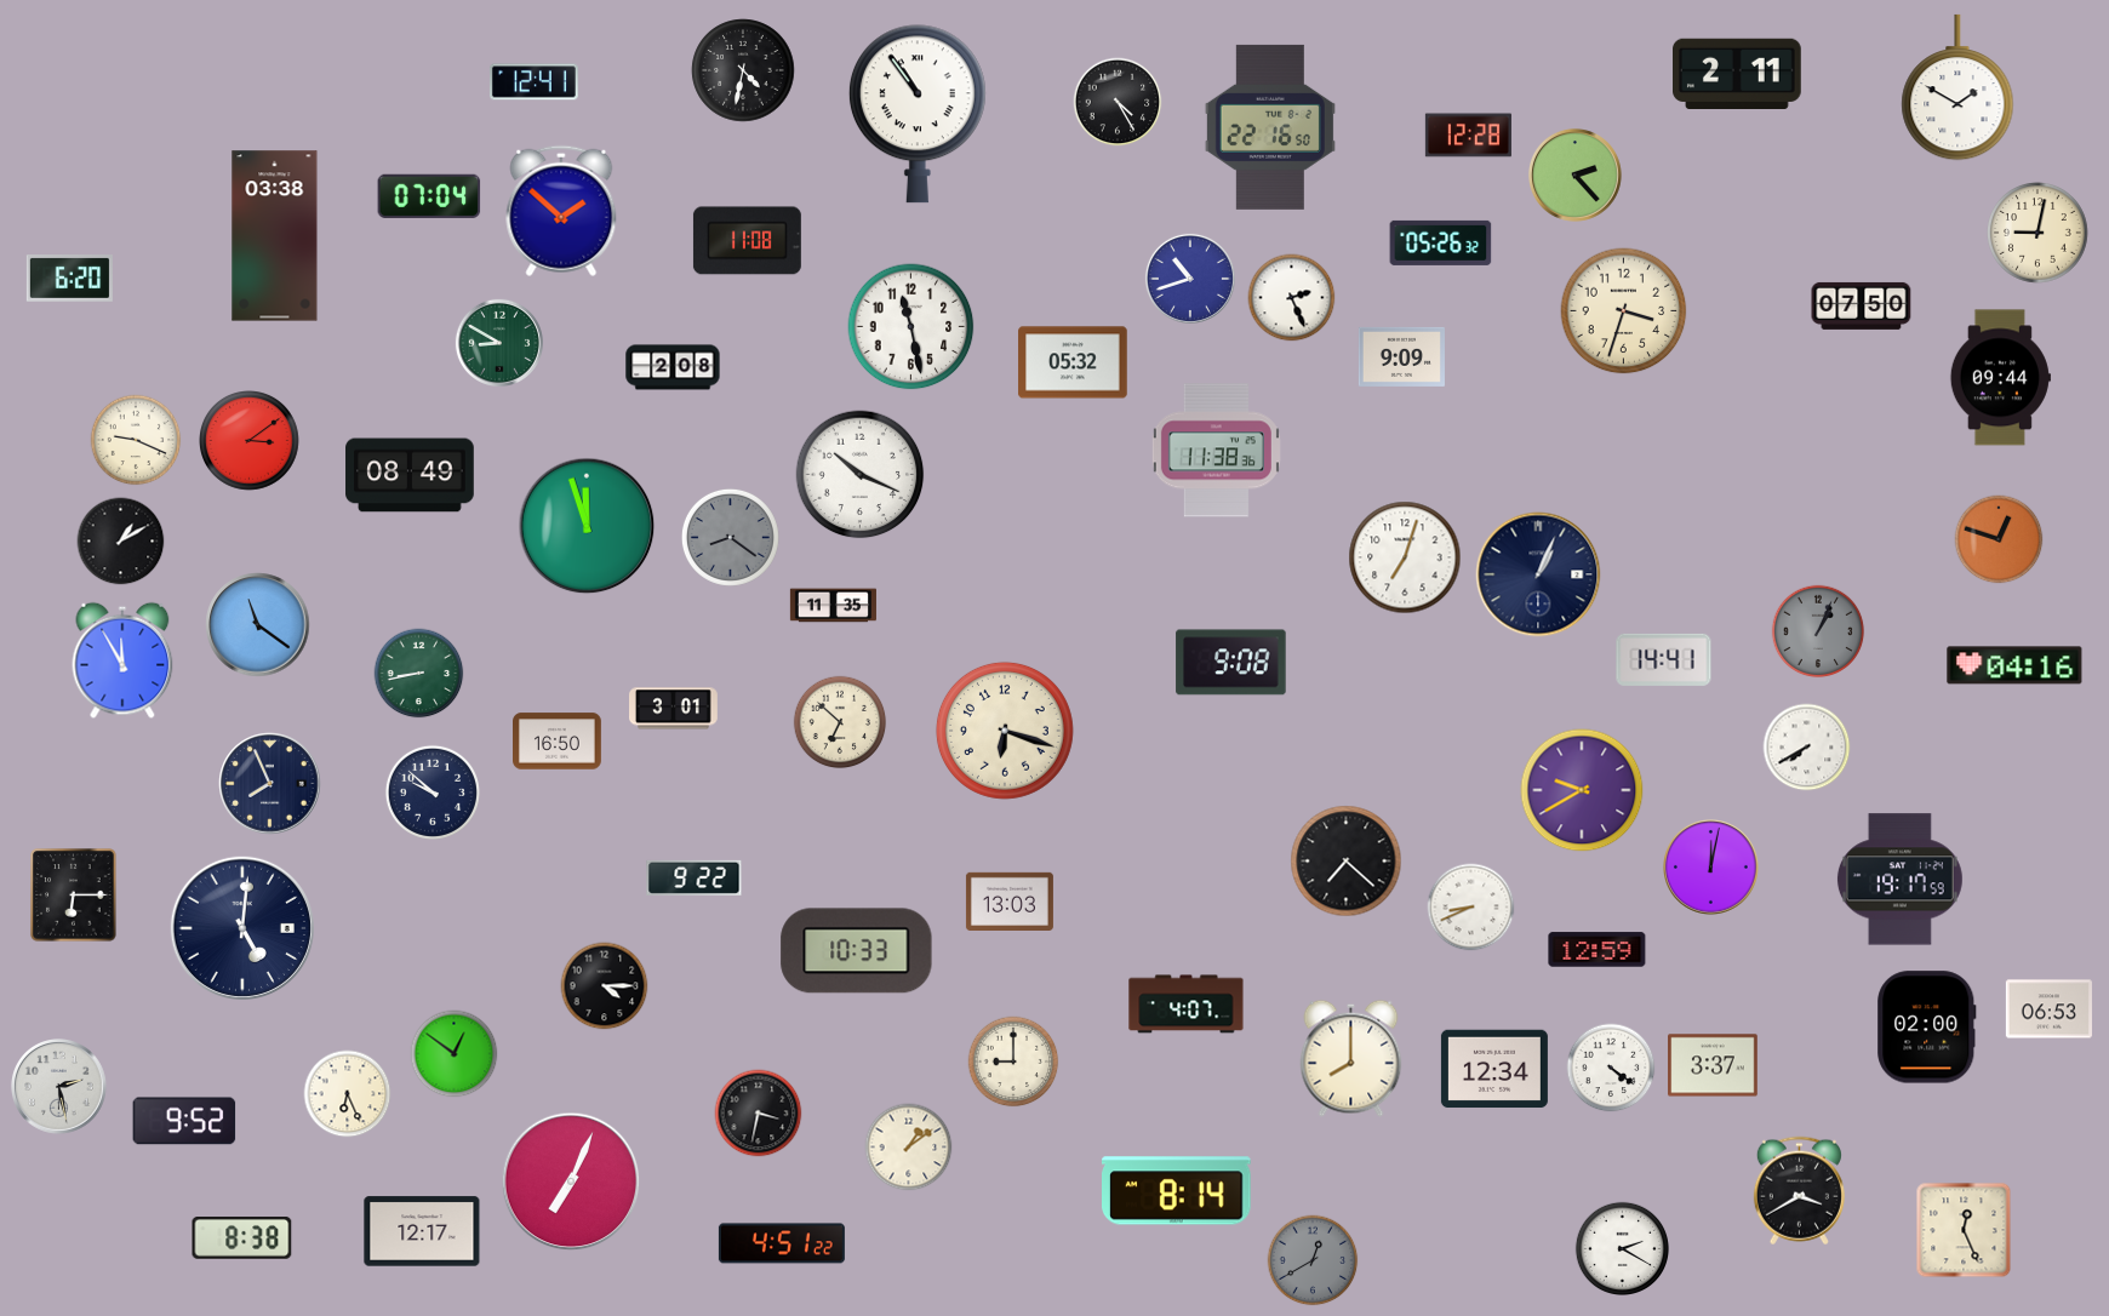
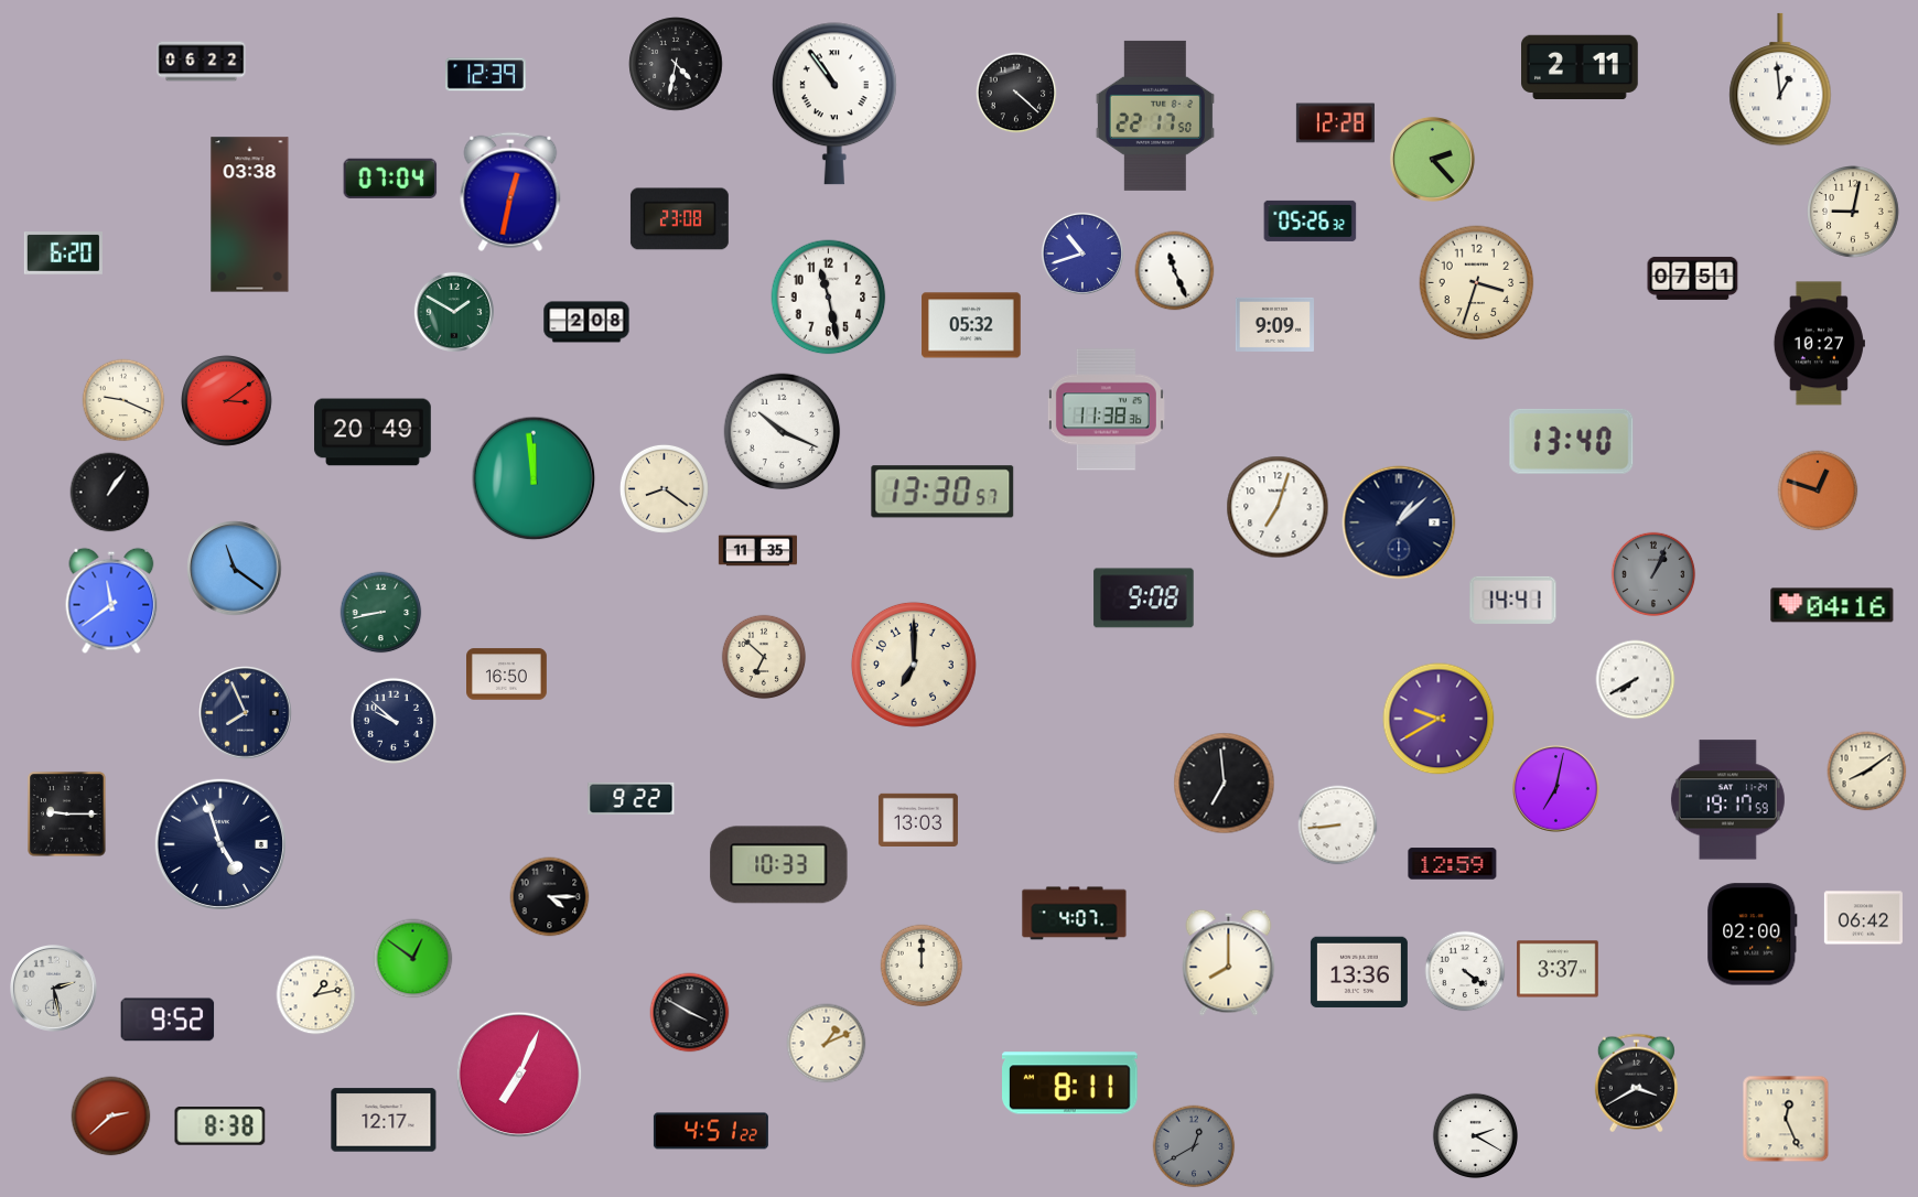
clock at (202, 62): none -> 06:22
clock at (533, 82): 12:41 -> 12:39
clock at (1957, 87): 1:50 -> 12:59
clock at (1118, 102): 4:25 -> 4:22
clock at (1270, 127): 22:16 -> 22:17
clock at (561, 211): 1:52 -> 12:32
clock at (747, 241): 11:08 -> 23:08
clock at (1292, 298): 2:26 -> 11:26
clock at (1862, 305): 07:50 -> 07:51
clock at (499, 343): 8:50 -> 1:50
clock at (1073, 362) position: (1073, 362) -> (971, 325)
clock at (673, 367) position: (673, 367) -> (586, 322)
clock at (2000, 378): 09:44 -> 10:27
clock at (410, 475): 08:49 -> 20:49
clock at (1572, 441): none -> 13:40
clock at (587, 526): 11:57 -> 11:59
clock at (730, 537) dial: grey -> cream
clock at (942, 492): none -> 13:30
clock at (121, 542): 1:10 -> 1:06
clock at (1538, 574): 1:04 -> 1:08
clock at (122, 660): 11:55 -> 11:39
clock at (1231, 663) position: (1231, 663) -> (1144, 598)
clock at (674, 709): 3:01 -> none
clock at (1005, 731): 6:18 -> 7:00
clock at (1807, 748) position: (1807, 748) -> (1636, 680)
clock at (1867, 772): none -> 8:09
clock at (1347, 862): 7:22 -> 6:59
clock at (1711, 868): 12:02 -> 7:02
clock at (74, 896): 6:15 -> 9:15
clock at (1471, 908): 8:41 -> 8:44
clock at (242, 928): 5:01 -> 4:57
clock at (1187, 1005) position: (1187, 1005) -> (1075, 914)
clock at (2048, 1009): 06:53 -> 06:42
clock at (1013, 1062): 9:00 -> 12:00
clock at (1494, 1069): 12:34 -> 13:36
clock at (348, 1094): 6:26 -> 1:13
clock at (759, 1114): 3:32 -> 3:50
clock at (909, 1148): 1:09 -> 1:11
clock at (1177, 1191): 8:14 -> 8:11
clock at (111, 1117): none -> 2:38
